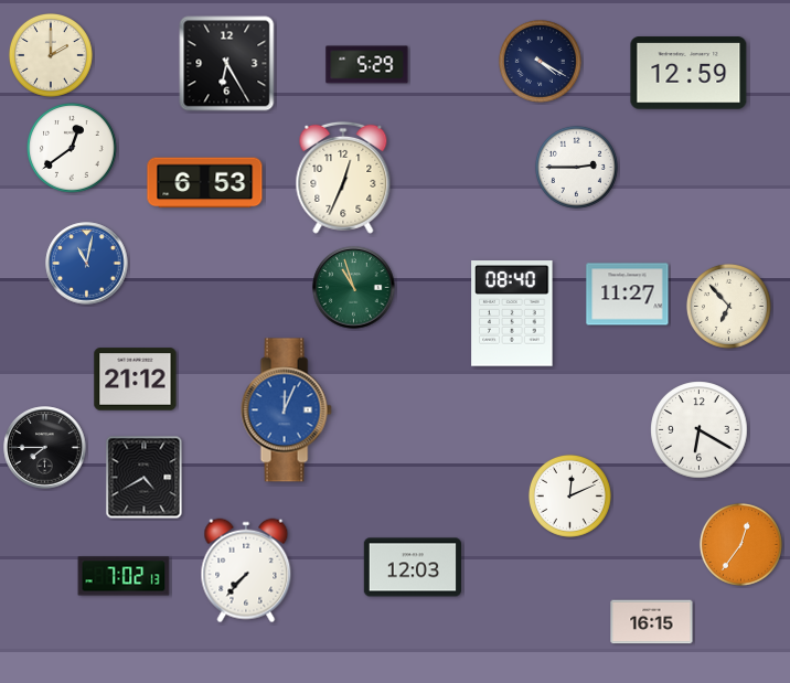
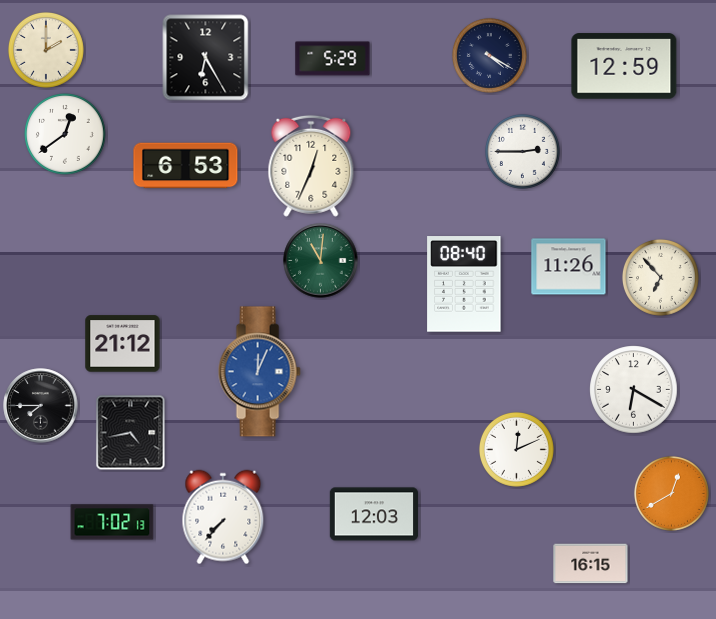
clock at (343, 178) position: (343, 178) -> (311, 166)
clock at (87, 264): 11:02 -> none
clock at (354, 288): 10:57 -> 11:01
clock at (628, 295): 11:27 -> 11:26
clock at (145, 478): 4:40 -> 4:43
clock at (740, 544): 12:36 -> 12:40
